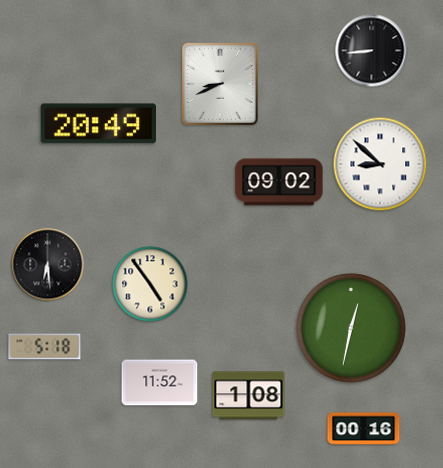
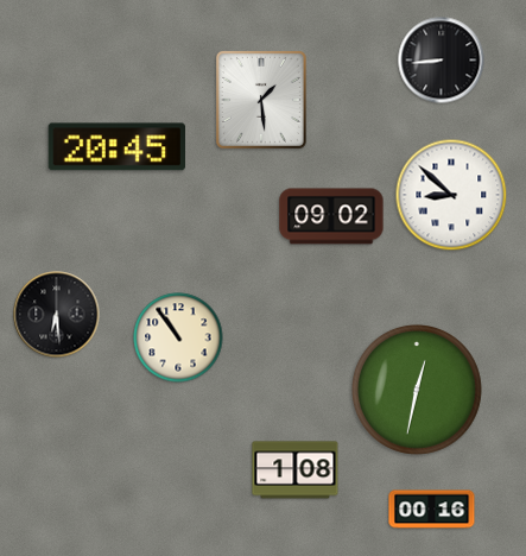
clock at (220, 84): 8:41 -> 1:29
clock at (98, 124): 20:49 -> 20:45
clock at (150, 284): 4:54 -> 10:54
clock at (45, 347): 5:18 -> none
clock at (160, 383): 11:52 -> none
